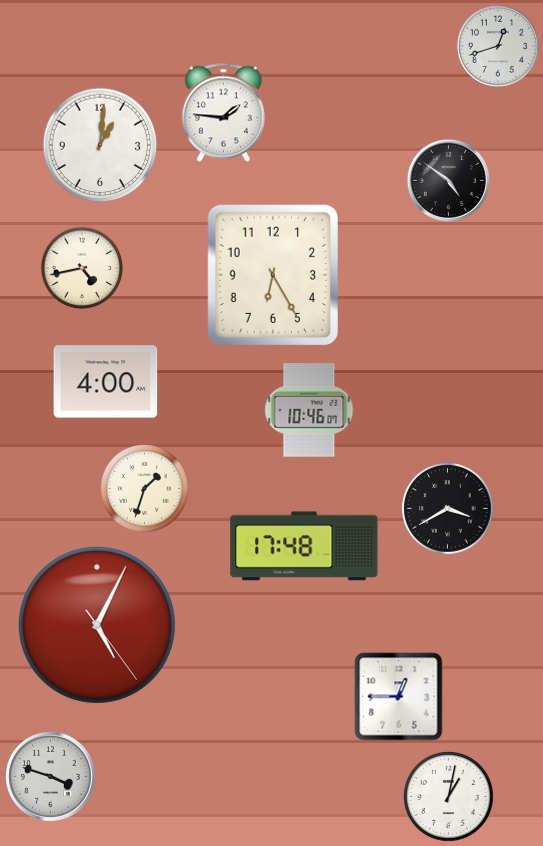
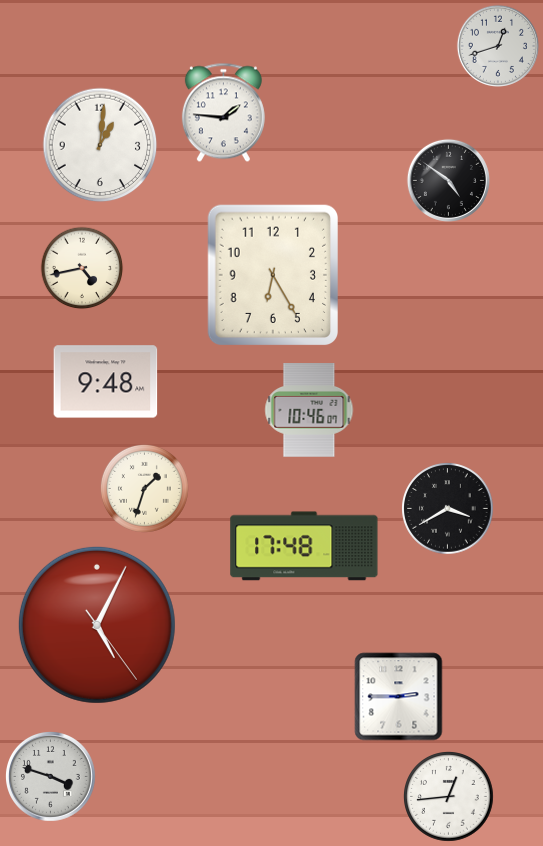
clock at (106, 382): 4:00 -> 9:48
clock at (399, 697): 12:45 -> 2:45
clock at (449, 797): 1:02 -> 12:44
